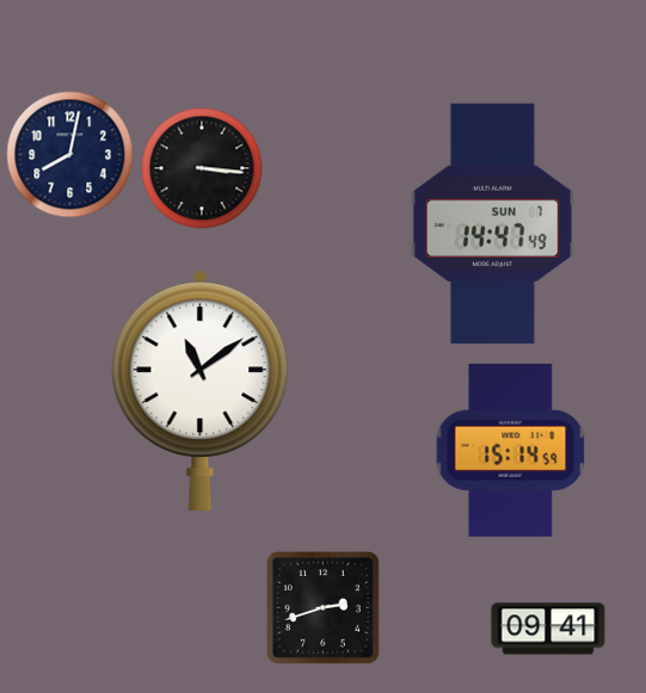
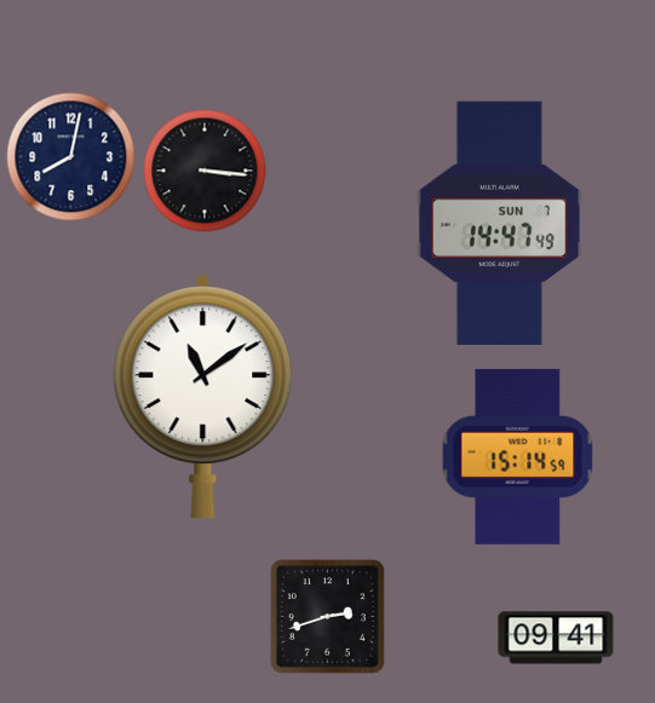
clock at (492, 223) position: (492, 223) -> (499, 223)
